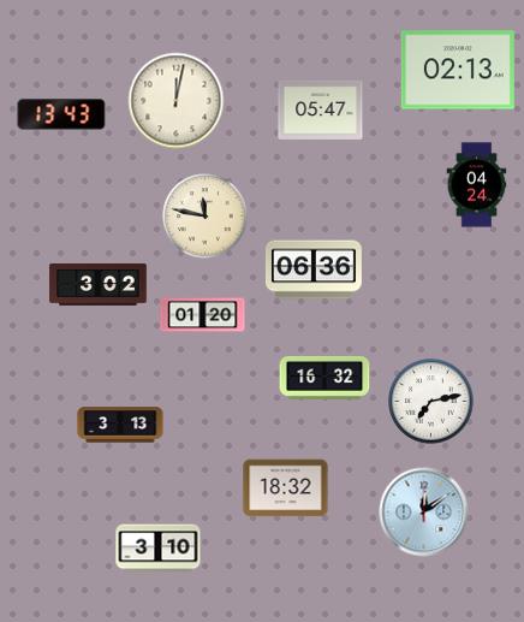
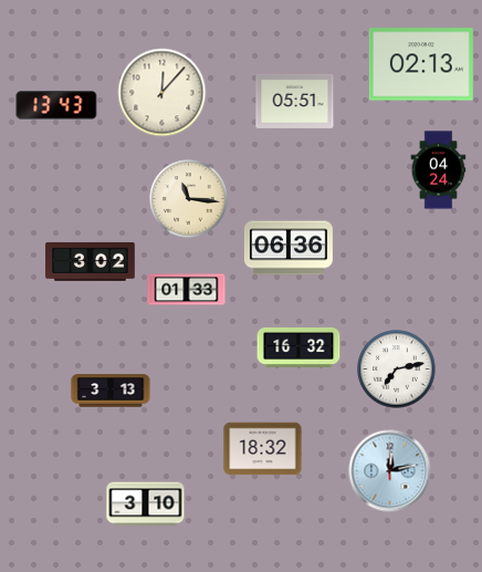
clock at (177, 101): 12:02 -> 12:07
clock at (321, 109): 05:47 -> 05:51
clock at (206, 217): 11:47 -> 11:16
clock at (203, 315): 01:20 -> 01:33
clock at (424, 513): 12:09 -> 12:13
